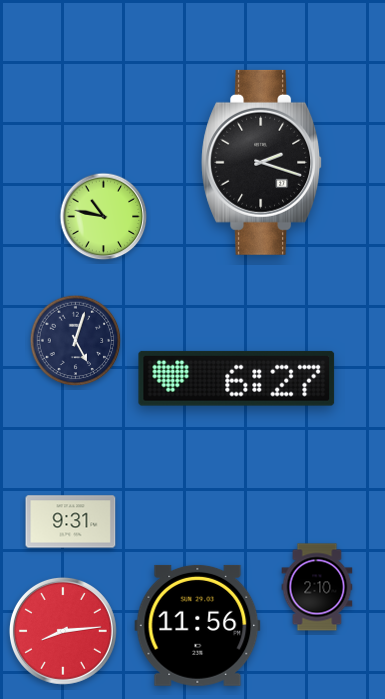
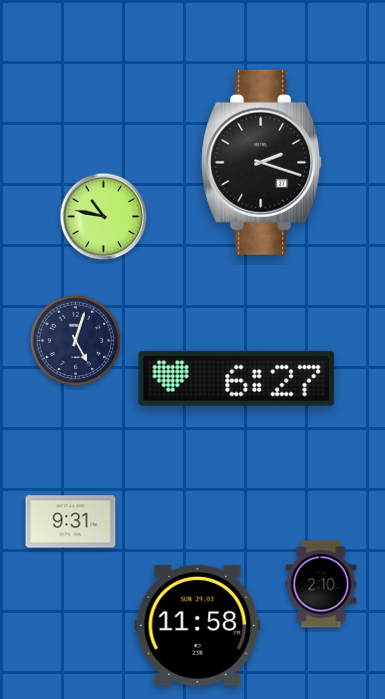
clock at (317, 587) position: (317, 587) -> (321, 584)
clock at (198, 625): 11:56 -> 11:58
clock at (63, 631): 8:14 -> none
